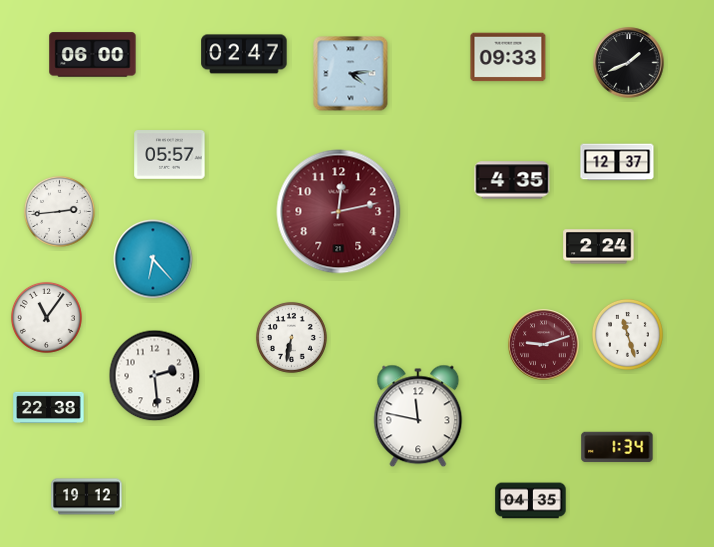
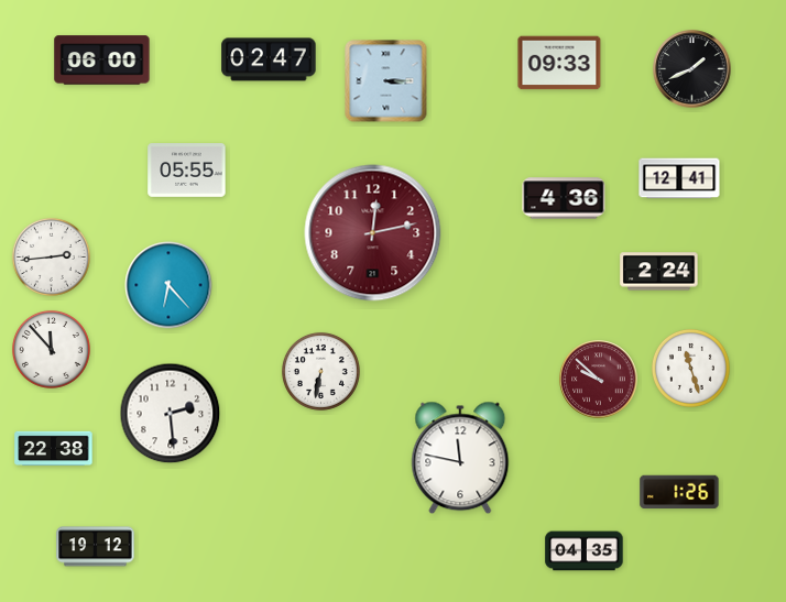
clock at (351, 74): 4:14 -> 3:15
clock at (170, 155): 05:57 -> 05:55
clock at (617, 162): 12:37 -> 12:41
clock at (512, 180): 4:35 -> 4:36
clock at (59, 211) position: (59, 211) -> (51, 256)
clock at (46, 317): 11:06 -> 11:53
clock at (544, 345): 9:12 -> 9:52
clock at (617, 447): 1:34 -> 1:26
